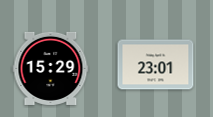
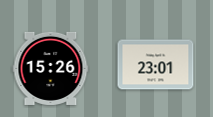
clock at (51, 68): 15:29 -> 15:26
